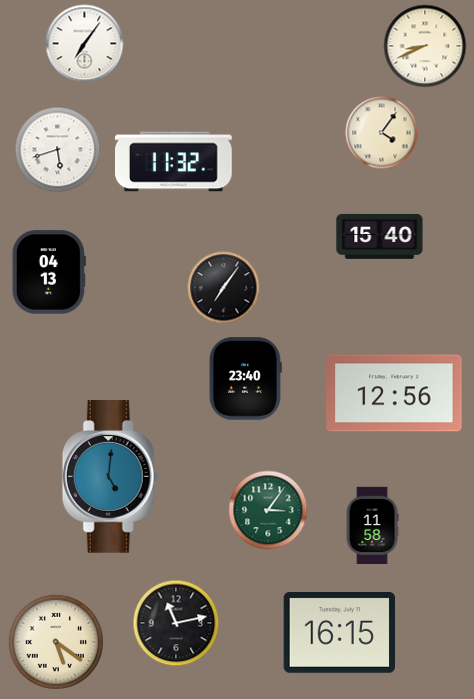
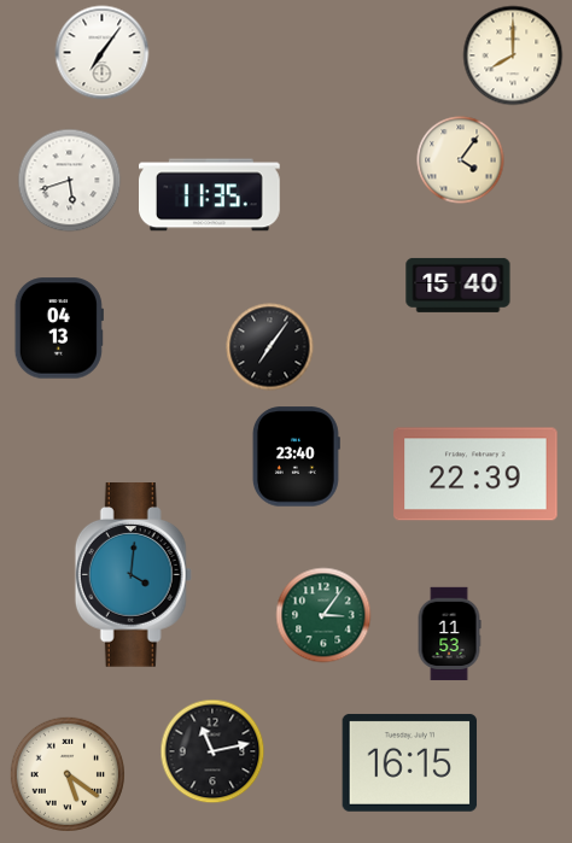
clock at (425, 46): 8:41 -> 8:00
clock at (174, 162): 11:32 -> 11:35
clock at (394, 393): 12:56 -> 22:39
clock at (110, 477): 5:01 -> 4:01
clock at (372, 526): 11:58 -> 11:53
